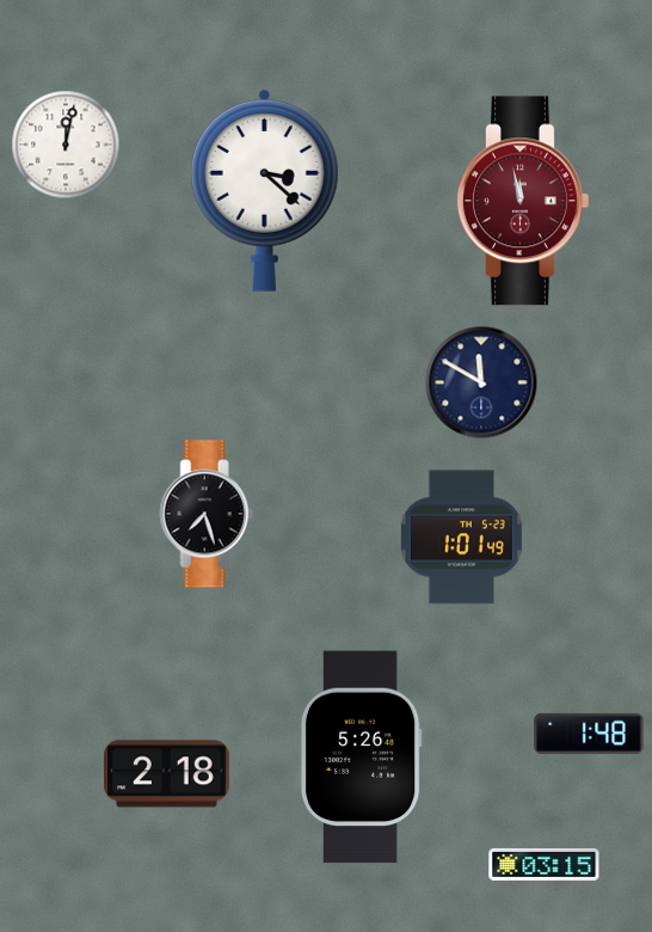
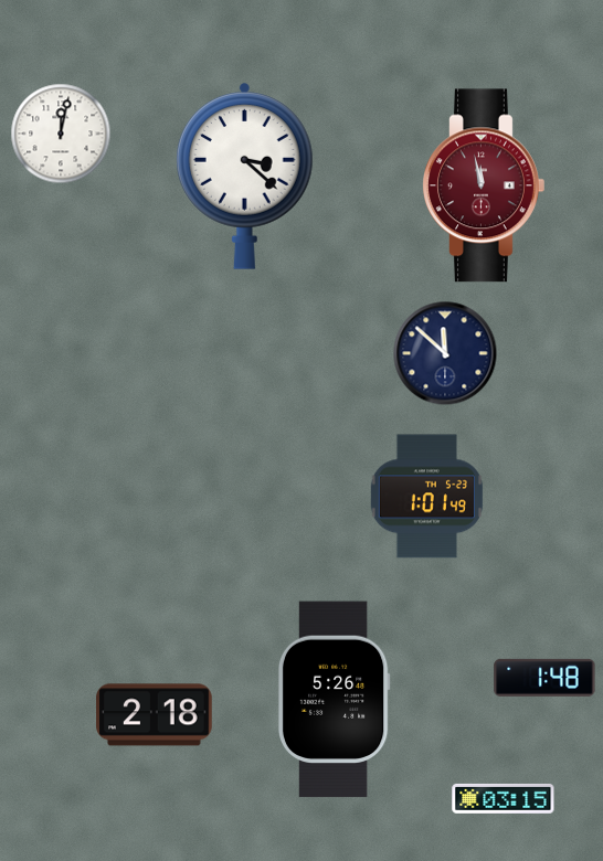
clock at (481, 382): 11:50 -> 11:52
clock at (207, 514): 7:27 -> none
